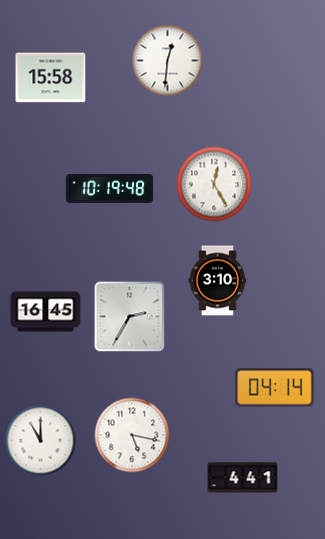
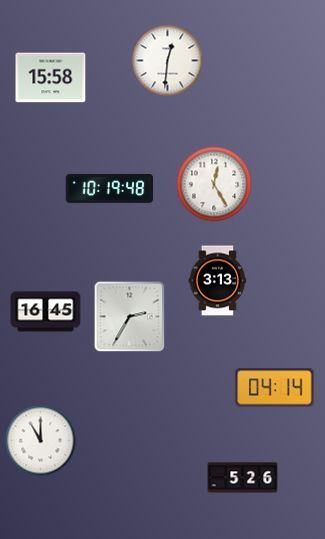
clock at (218, 281): 3:10 -> 3:13
clock at (132, 435): 5:17 -> none
clock at (243, 478): 4:41 -> 5:26
